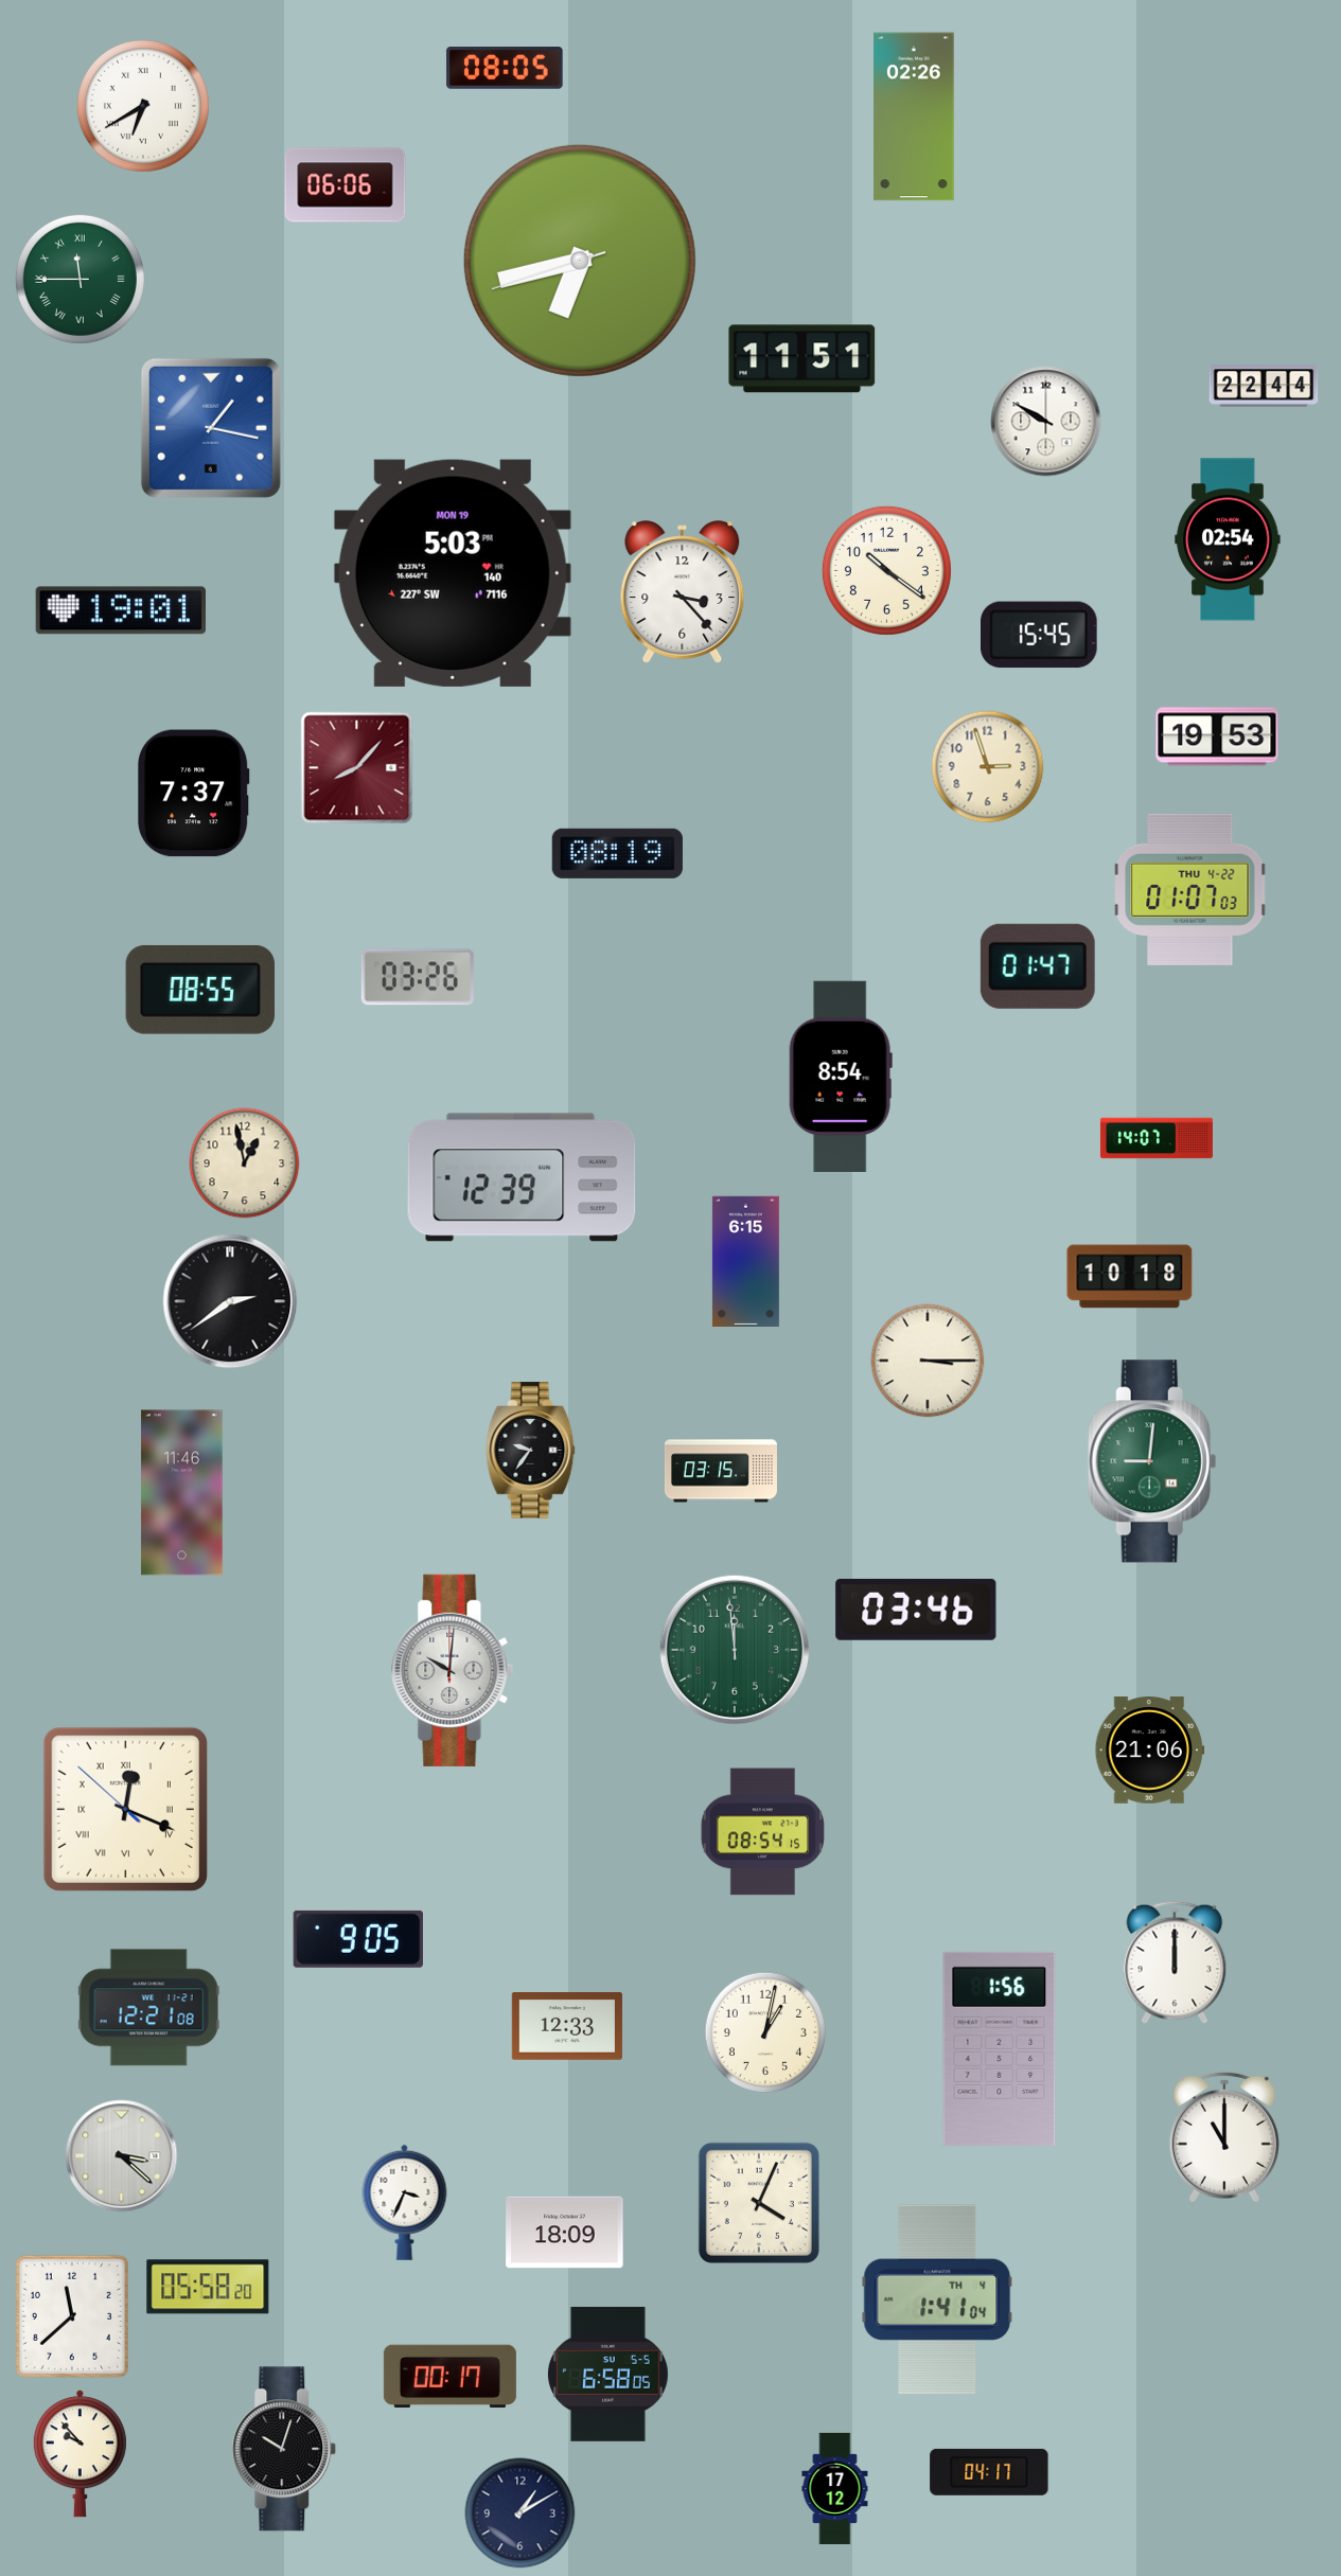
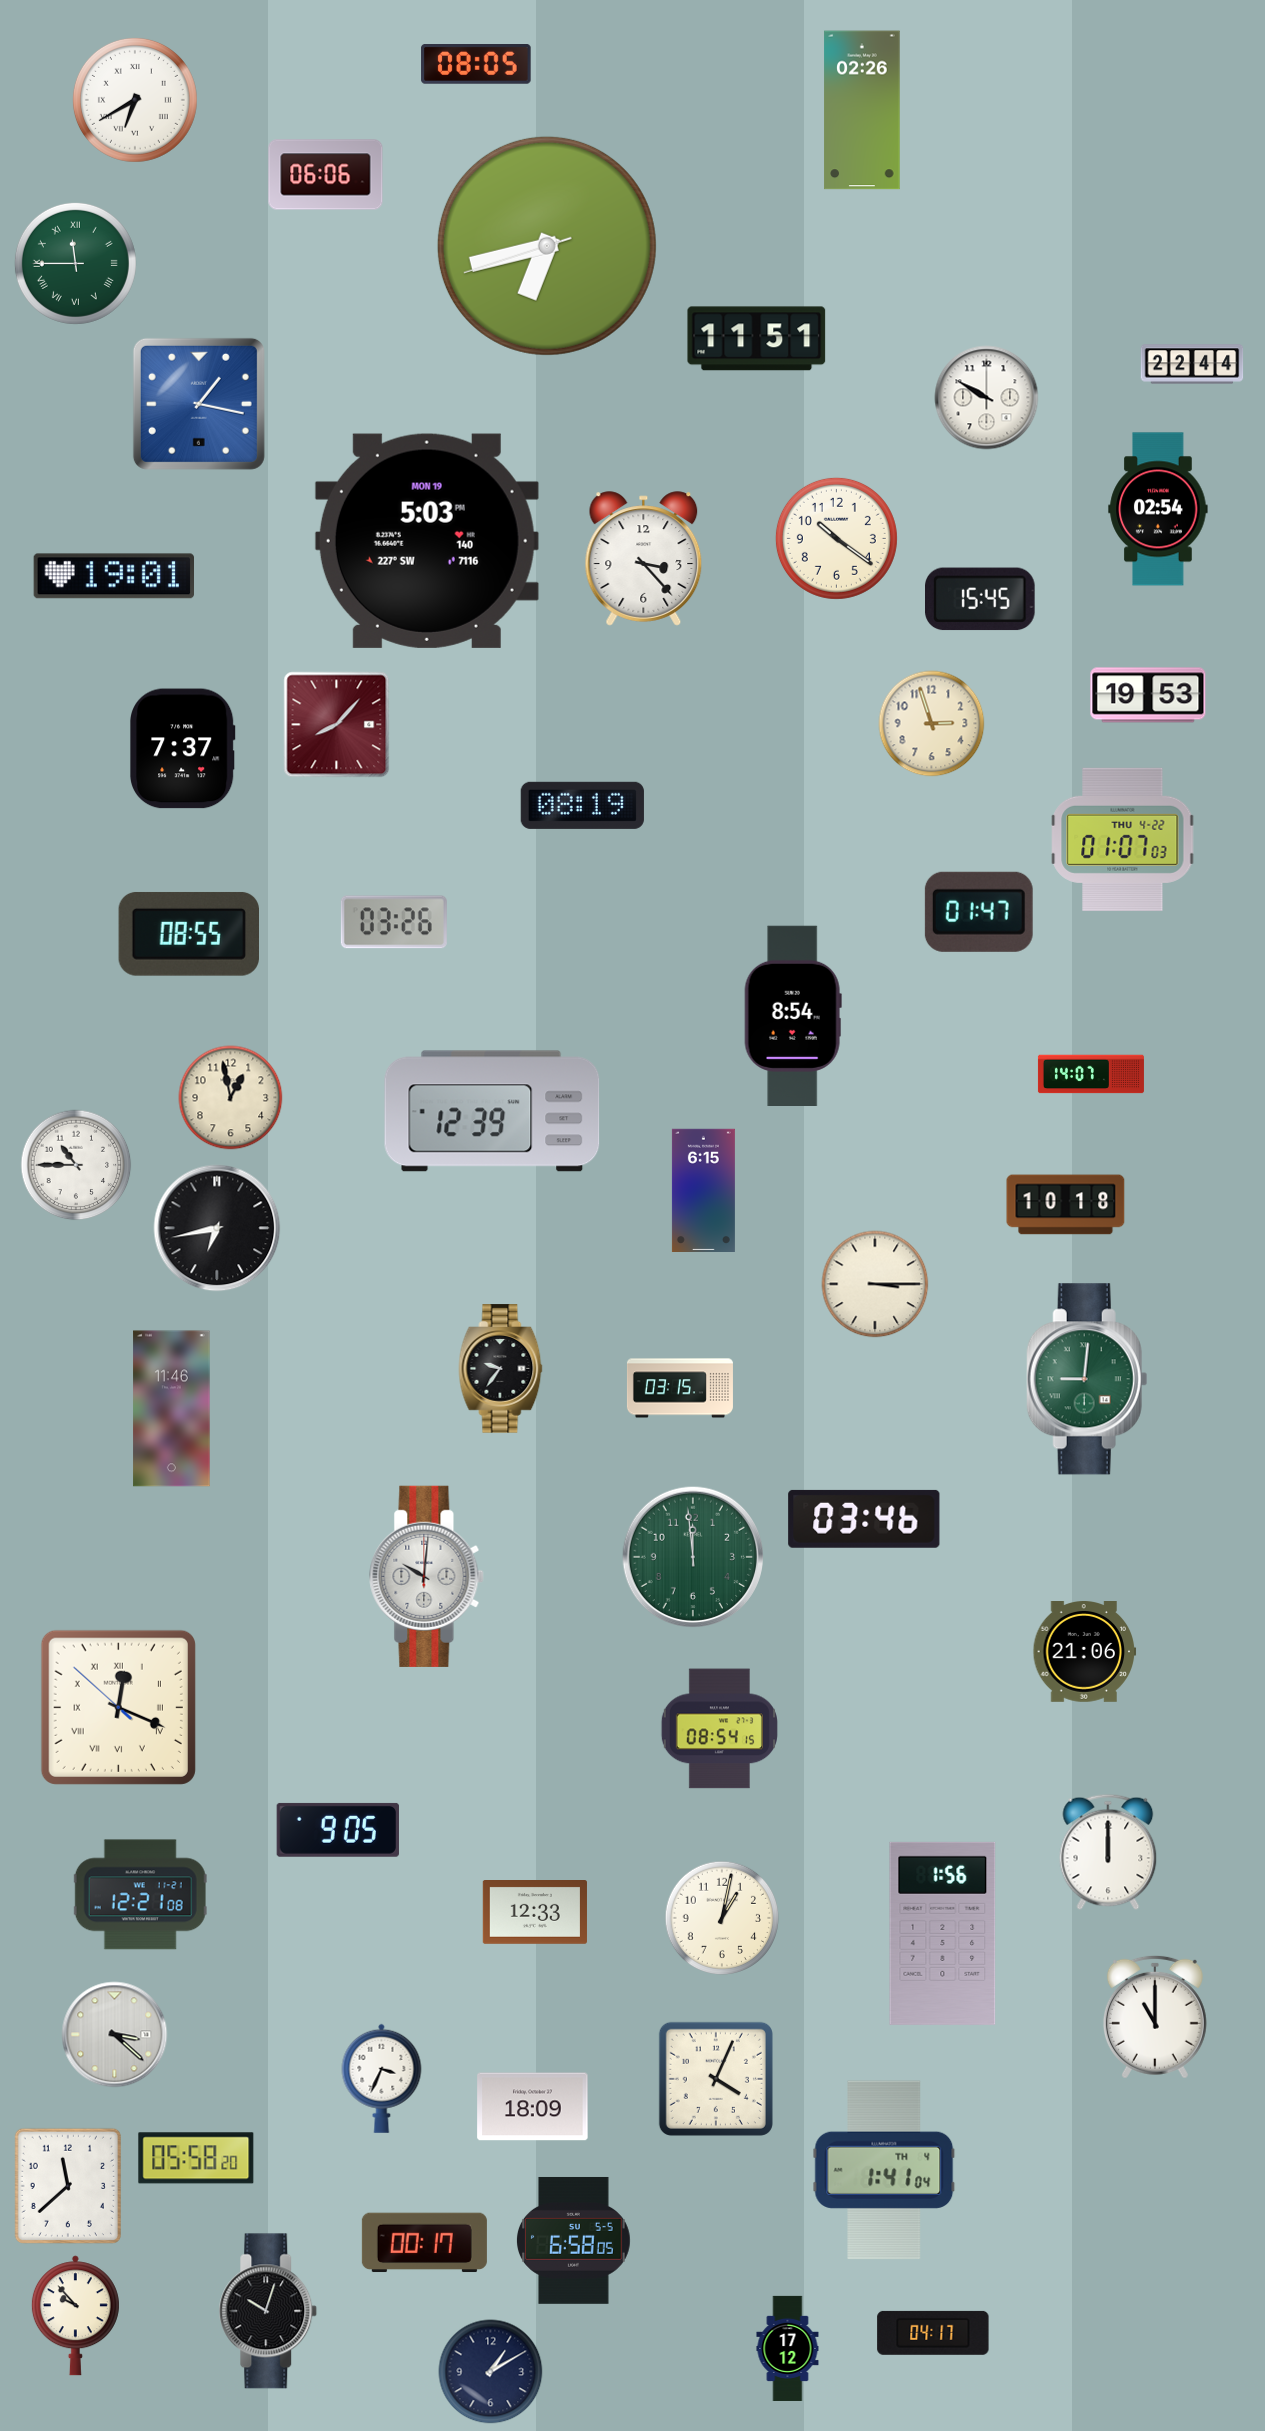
clock at (76, 1165): none -> 10:45
clock at (230, 1301): 2:39 -> 6:43
